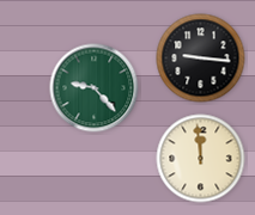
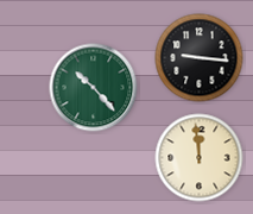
clock at (95, 88): 9:23 -> 10:23
